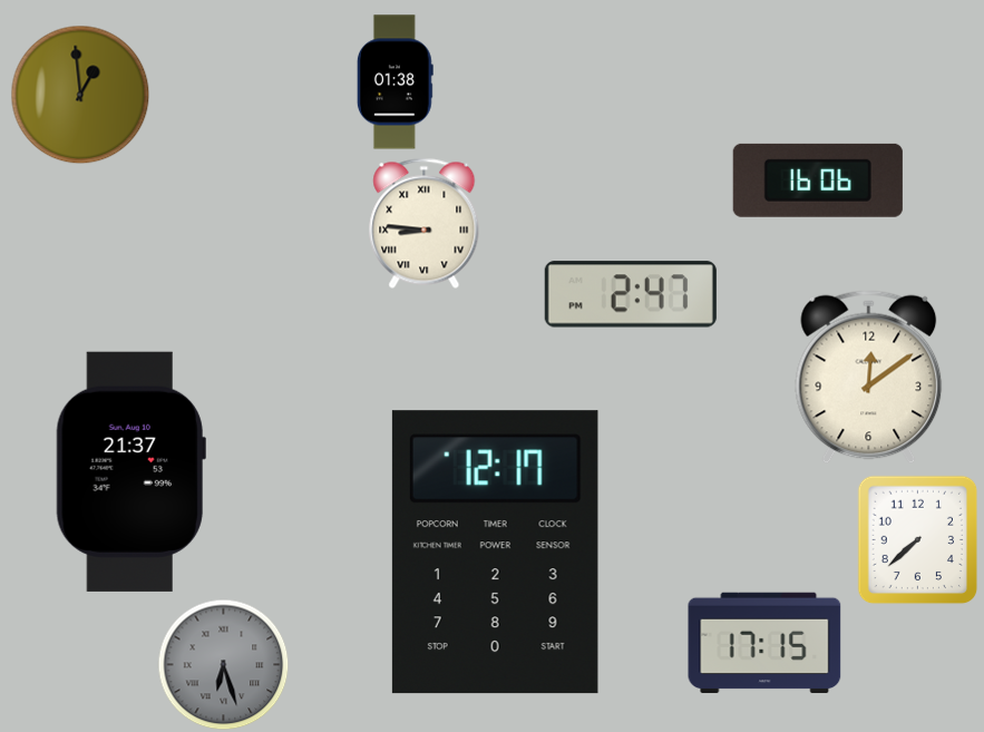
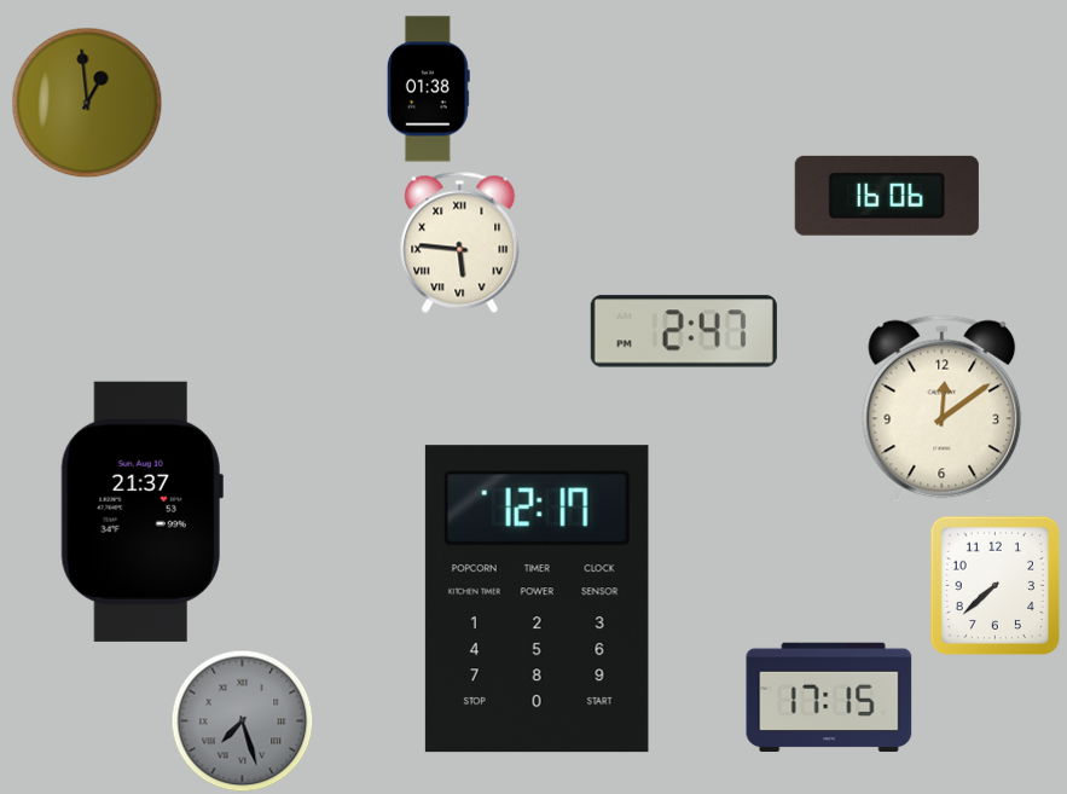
clock at (425, 223): 8:46 -> 5:46
clock at (631, 294) position: (631, 294) -> (684, 331)
clock at (223, 664): 6:27 -> 7:27
